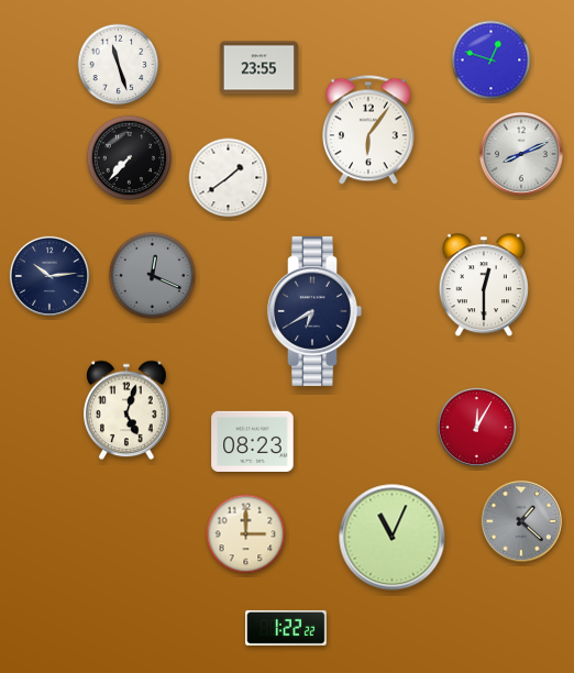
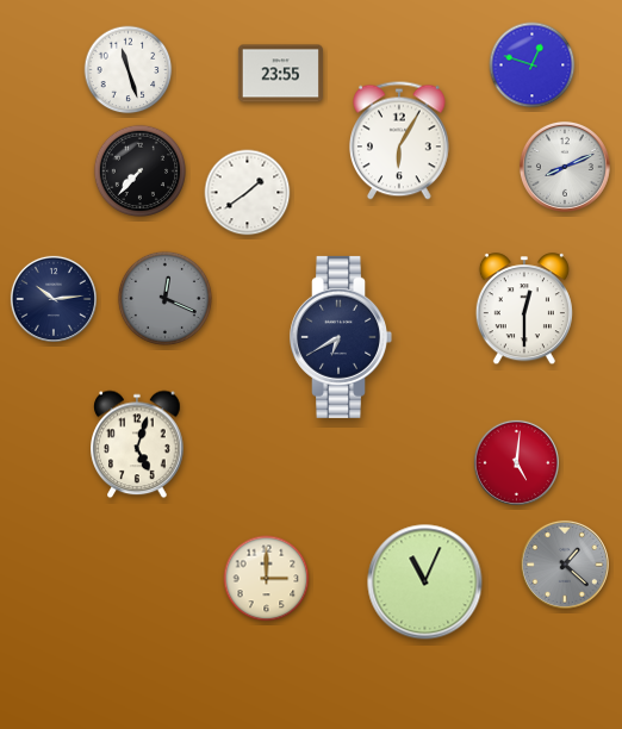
clock at (369, 130): 6:06 -> 6:05
clock at (476, 427): 12:05 -> 5:01
clock at (253, 441): 08:23 -> none
clock at (286, 628): 1:22 -> none
